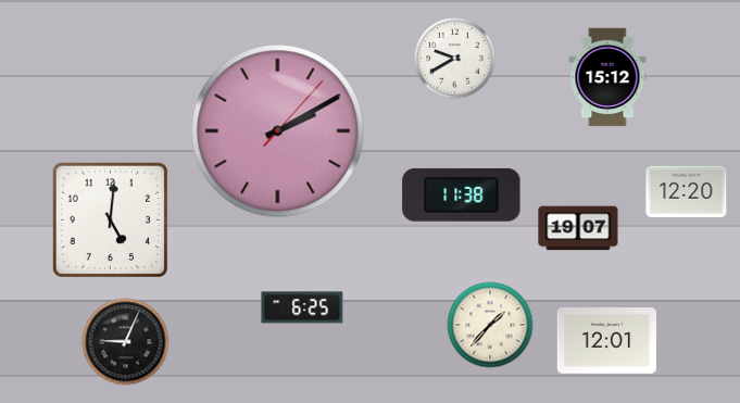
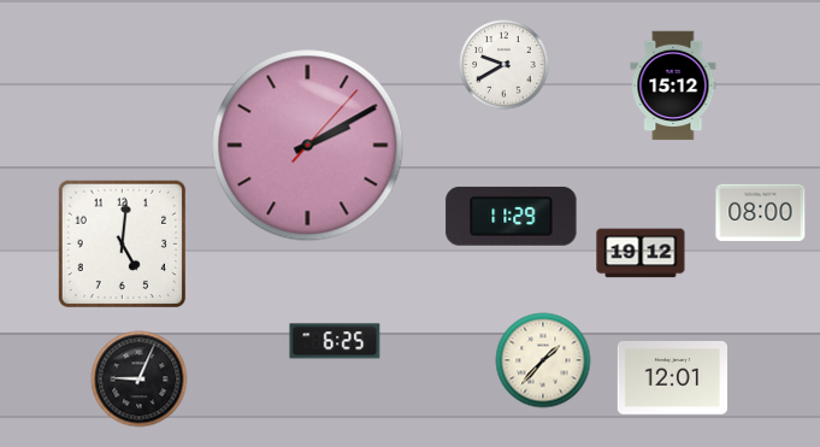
clock at (687, 192): 12:20 -> 08:00
clock at (462, 194): 11:38 -> 11:29
clock at (578, 228): 19:07 -> 19:12
